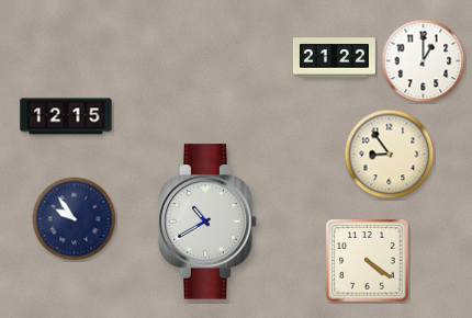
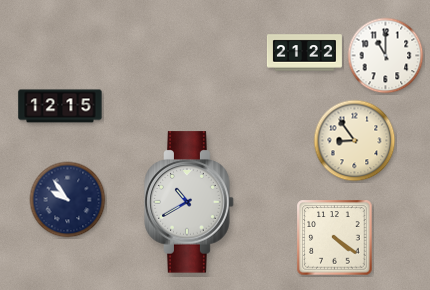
clock at (424, 61): 1:00 -> 11:00
